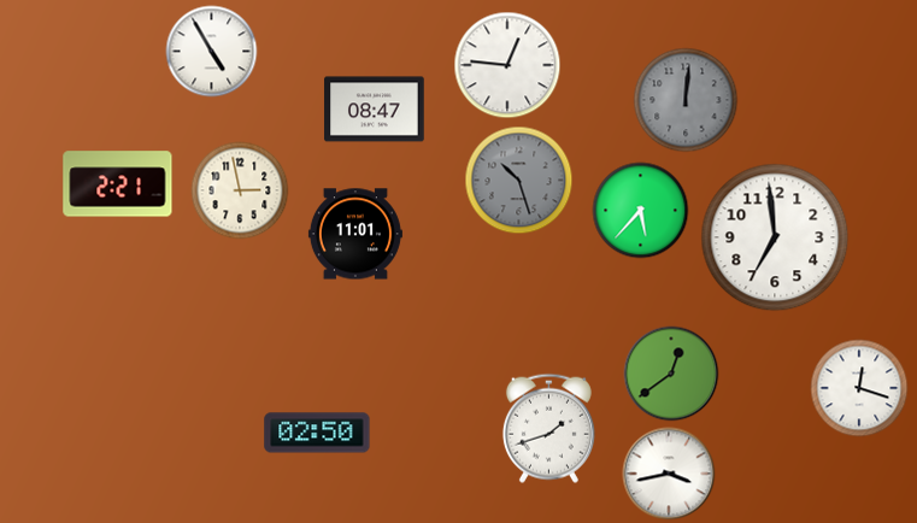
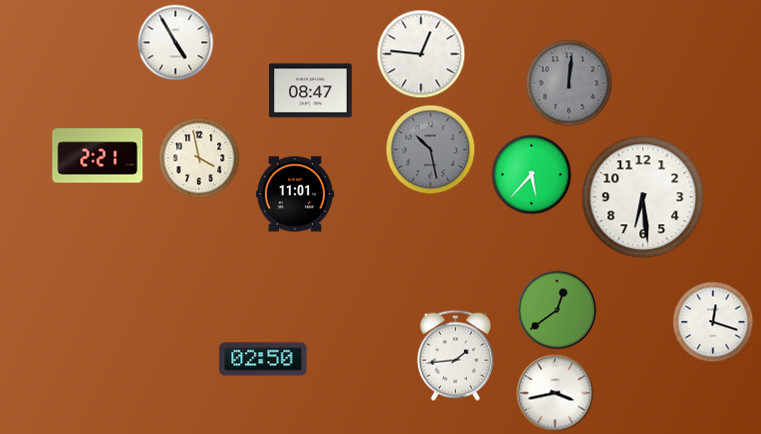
clock at (519, 181): 10:27 -> 10:28
clock at (118, 184) position: (118, 184) -> (98, 156)
clock at (240, 190): 2:58 -> 3:58
clock at (775, 237): 6:59 -> 6:29
clock at (548, 428): 1:42 -> 1:44
